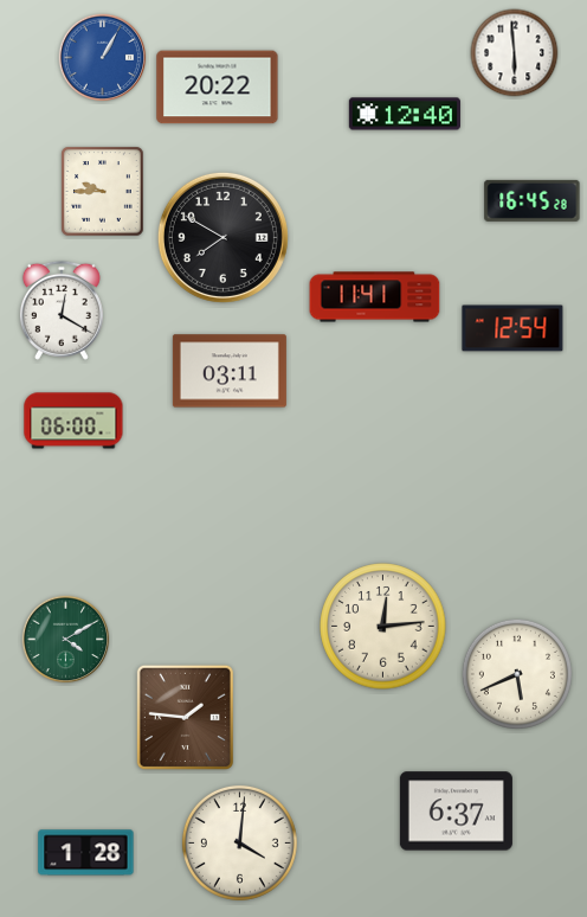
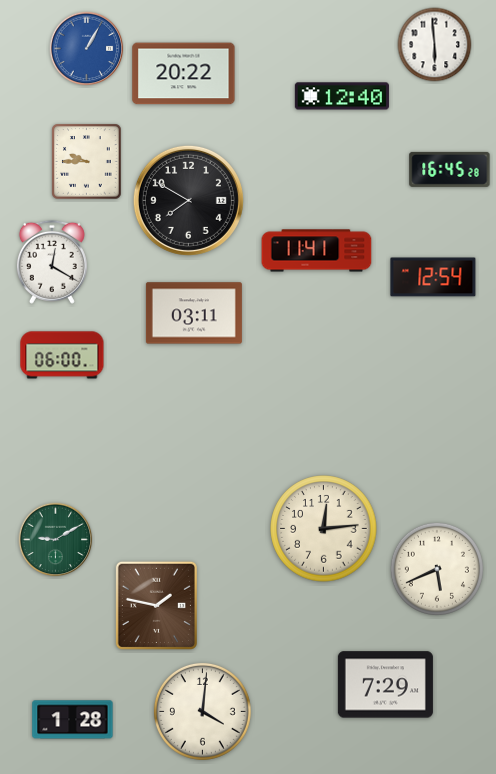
clock at (66, 640): 4:10 -> 9:10
clock at (185, 717): 1:46 -> 1:47
clock at (456, 812): 6:37 -> 7:29
